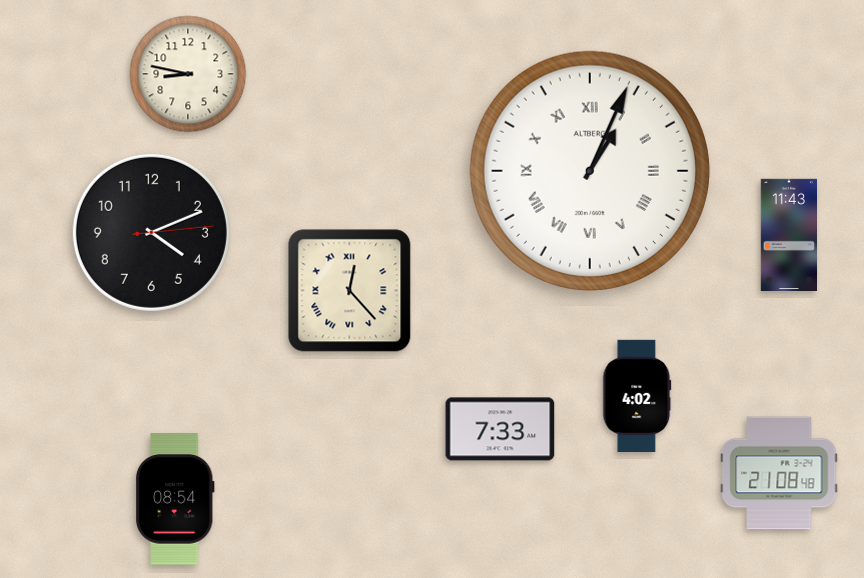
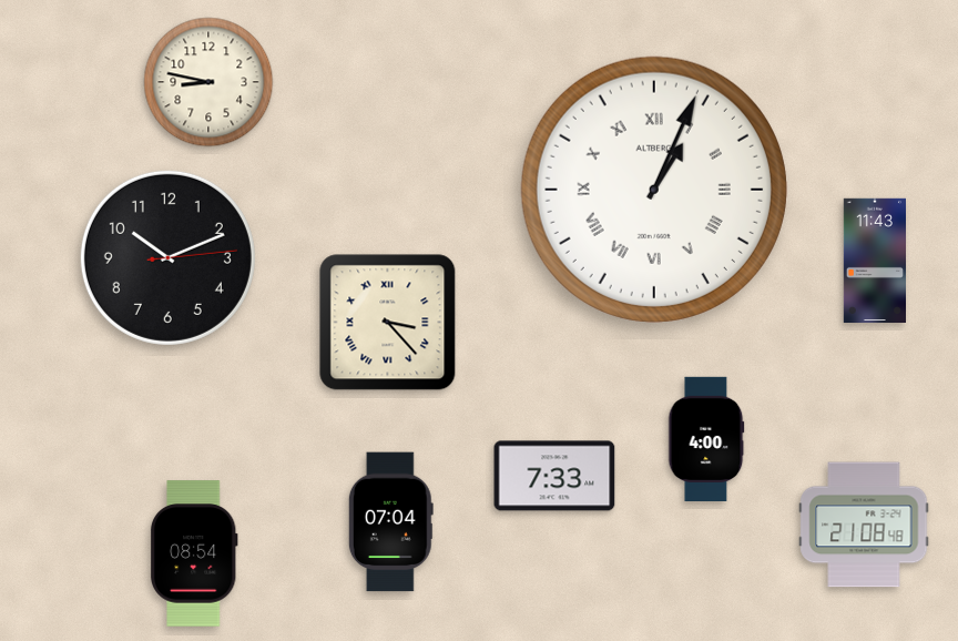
clock at (151, 232): 4:11 -> 10:11
clock at (350, 291): 12:23 -> 3:23
clock at (637, 395): 4:02 -> 4:00
clock at (390, 522): none -> 07:04
